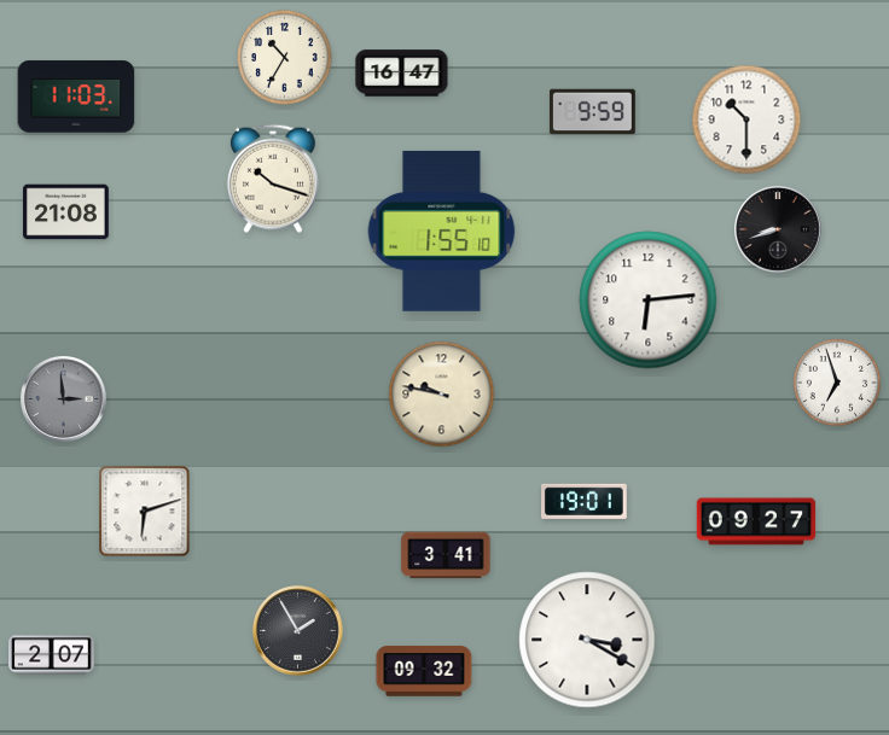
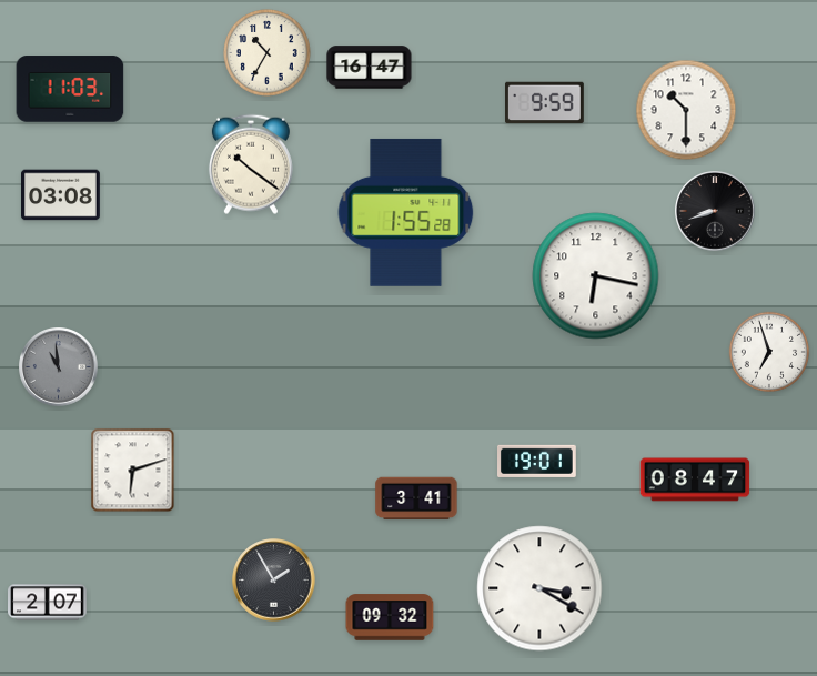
clock at (285, 58) position: (285, 58) -> (268, 53)
clock at (273, 179): 10:18 -> 10:21
clock at (66, 212): 21:08 -> 03:08
clock at (442, 231): 1:55:10 -> 1:55:28
clock at (649, 301): 6:14 -> 6:17
clock at (442, 395): 9:47 -> none
clock at (64, 399): 2:59 -> 10:59
clock at (756, 521): 09:27 -> 08:47
clock at (446, 555) position: (446, 555) -> (416, 498)
